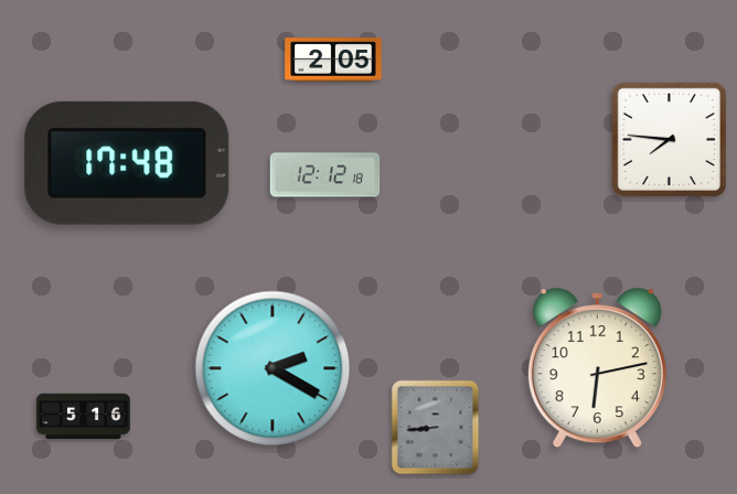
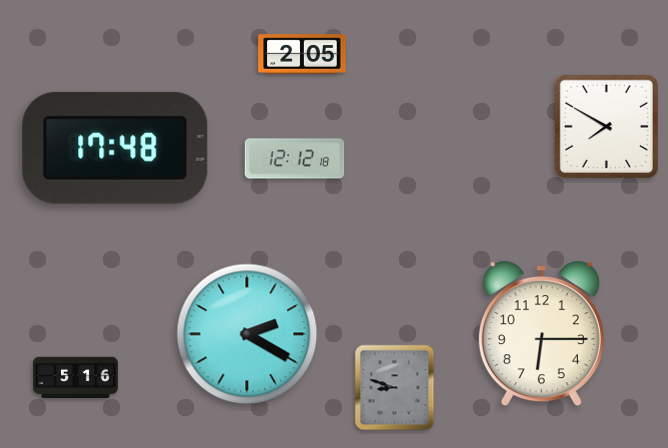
clock at (669, 139): 7:46 -> 7:50
clock at (597, 368): 6:13 -> 6:15
clock at (436, 428): 8:44 -> 8:48
